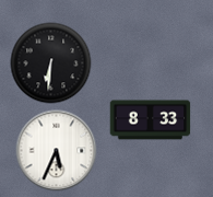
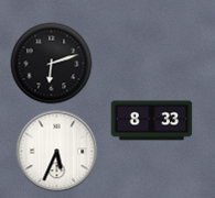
clock at (51, 63): 6:31 -> 6:12
